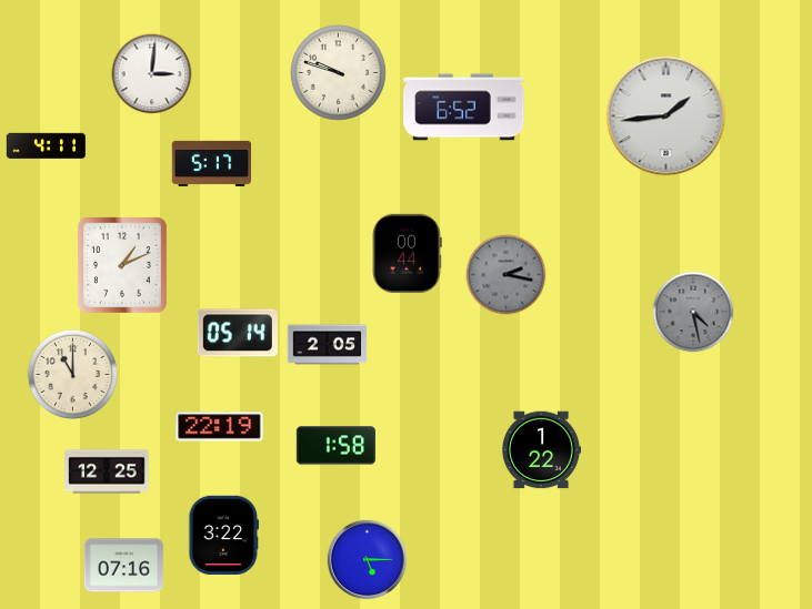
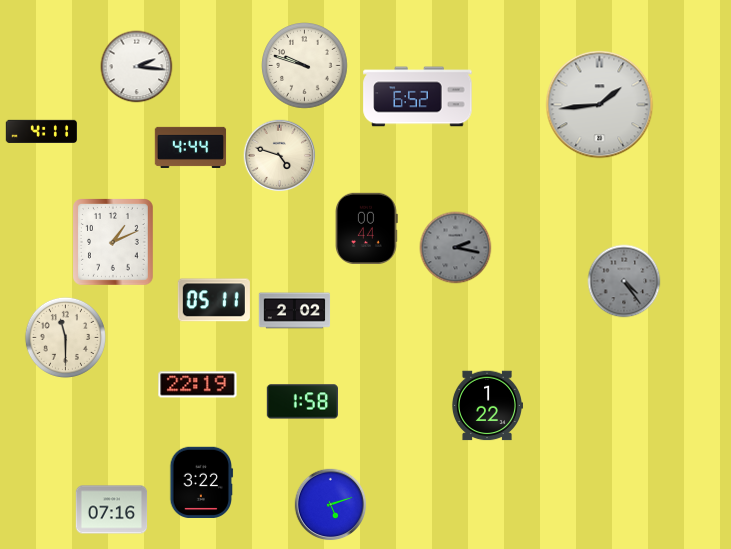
clock at (152, 74): 3:01 -> 2:16
clock at (212, 163): 5:17 -> 4:44
clock at (280, 156): none -> 4:48
clock at (123, 266) position: (123, 266) -> (114, 243)
clock at (693, 312): 4:28 -> 4:24
clock at (238, 333): 05:14 -> 05:11
clock at (328, 345): 2:05 -> 2:02
clock at (72, 374): 11:00 -> 11:30
clock at (107, 471): 12:25 -> none
clock at (368, 560): 5:15 -> 5:12
